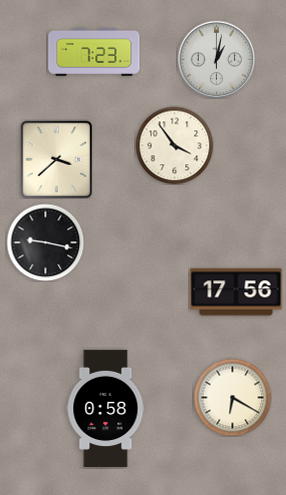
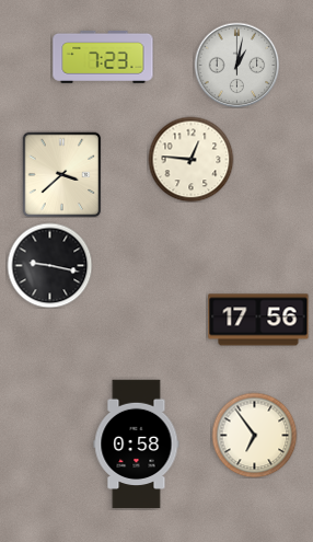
clock at (174, 145): 3:54 -> 12:46
clock at (232, 397): 6:20 -> 6:54
clock at (106, 409) position: (106, 409) -> (137, 445)
